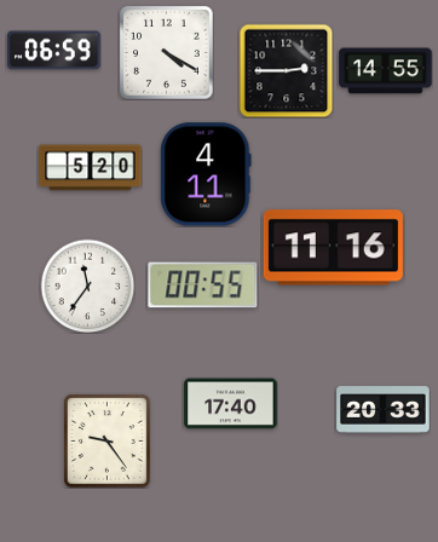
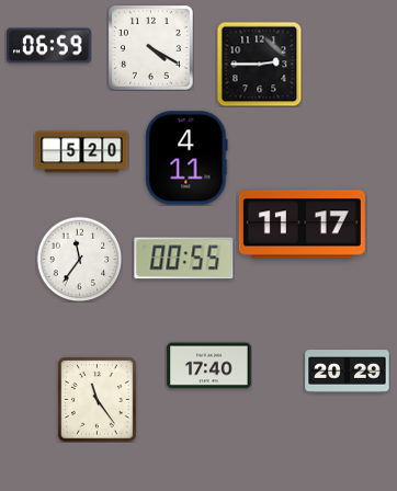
clock at (386, 71): 14:55 -> none
clock at (333, 248): 11:16 -> 11:17
clock at (384, 410): 20:33 -> 20:29
clock at (108, 442): 9:24 -> 11:24
